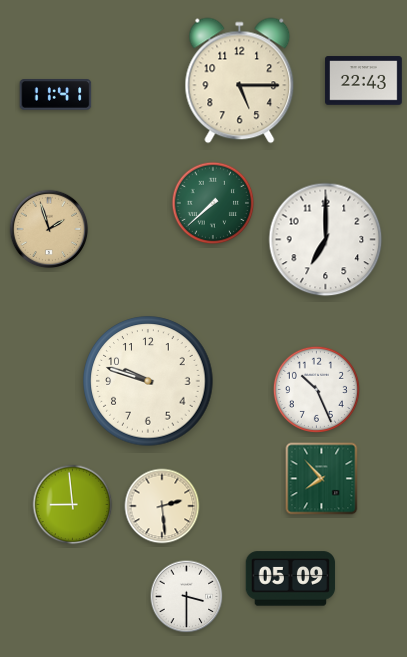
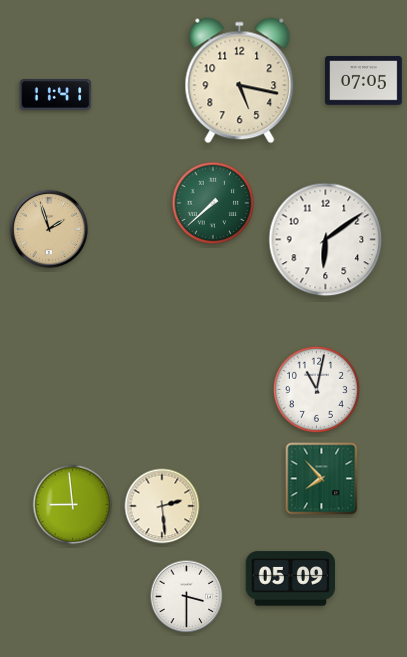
clock at (240, 81): 5:15 -> 5:17
clock at (364, 81): 22:43 -> 07:05
clock at (326, 240): 7:00 -> 6:09
clock at (148, 381): 9:48 -> none
clock at (316, 389): 10:26 -> 11:02
